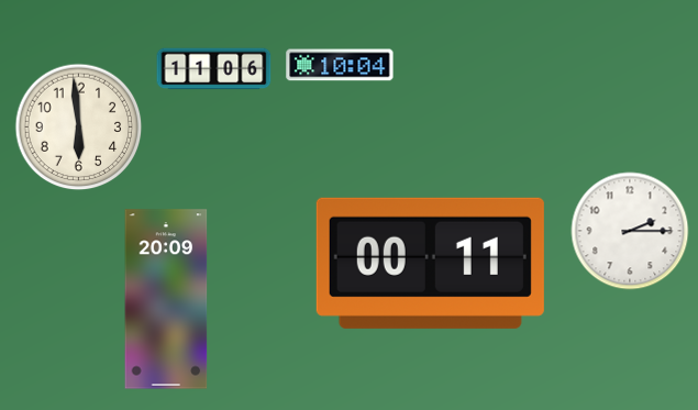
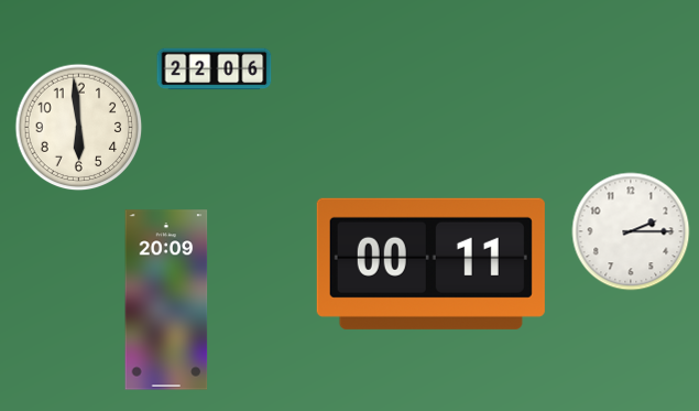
clock at (340, 65): 10:04 -> none
clock at (214, 69): 11:06 -> 22:06
